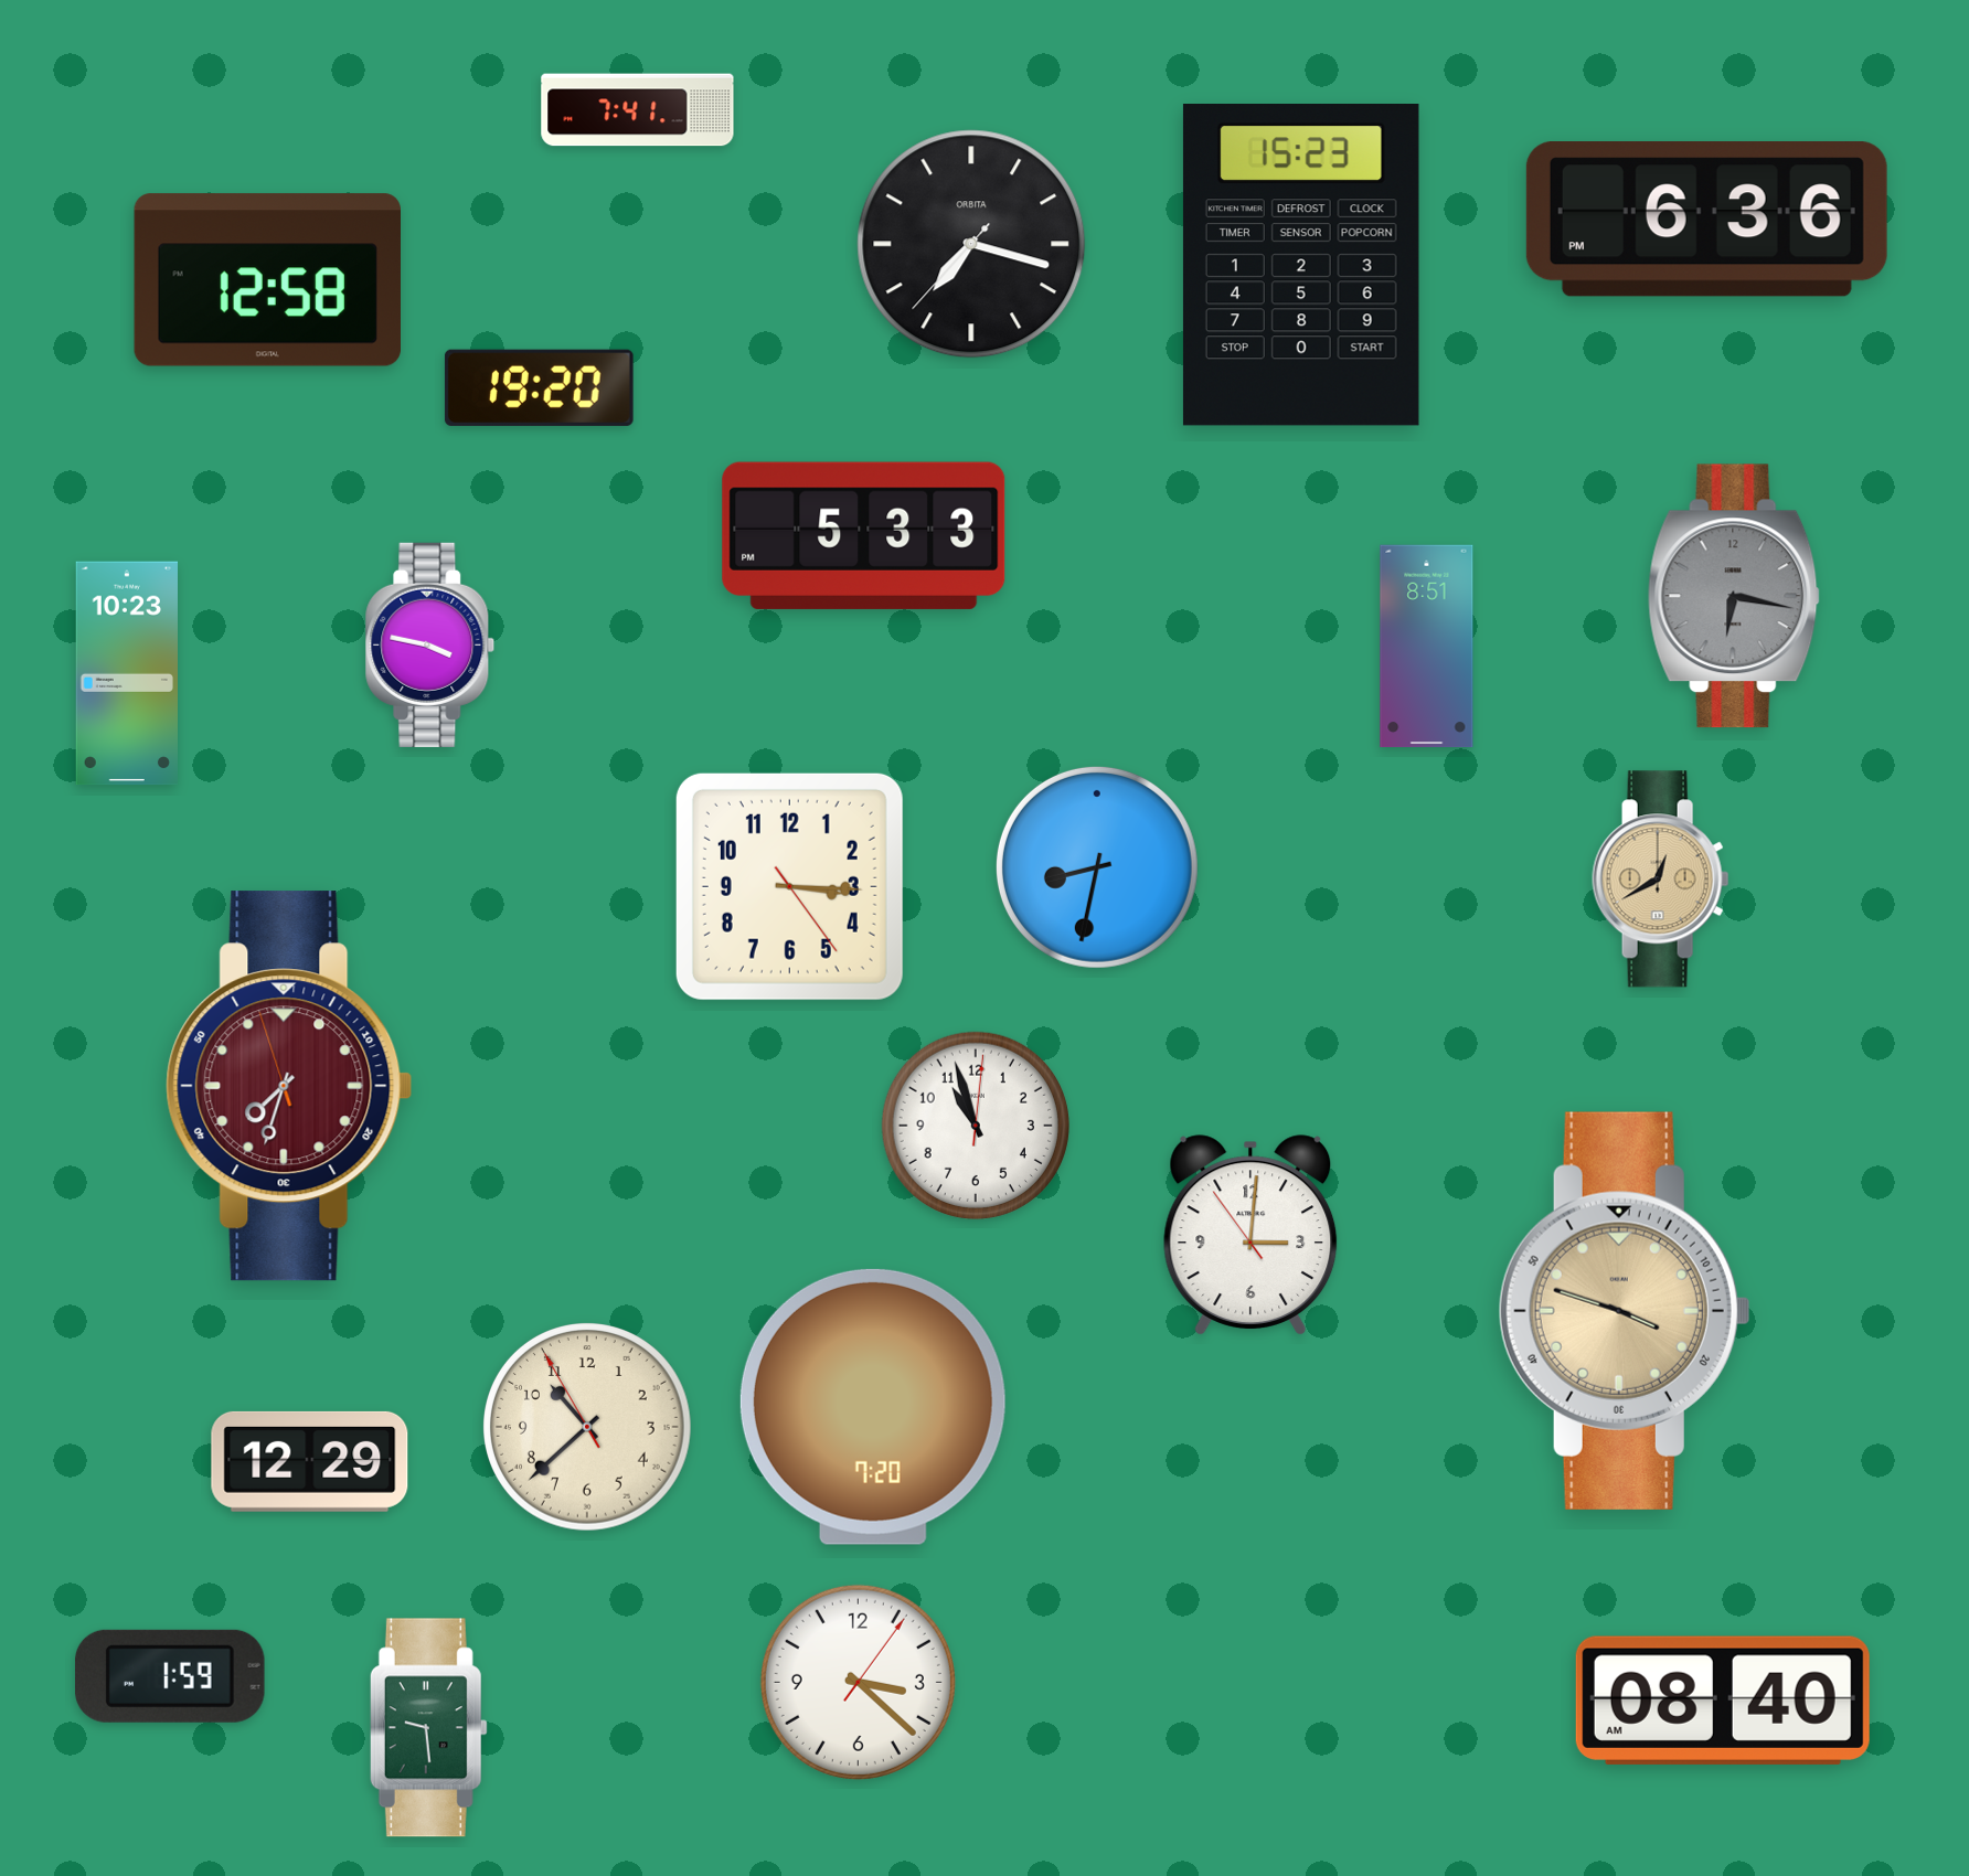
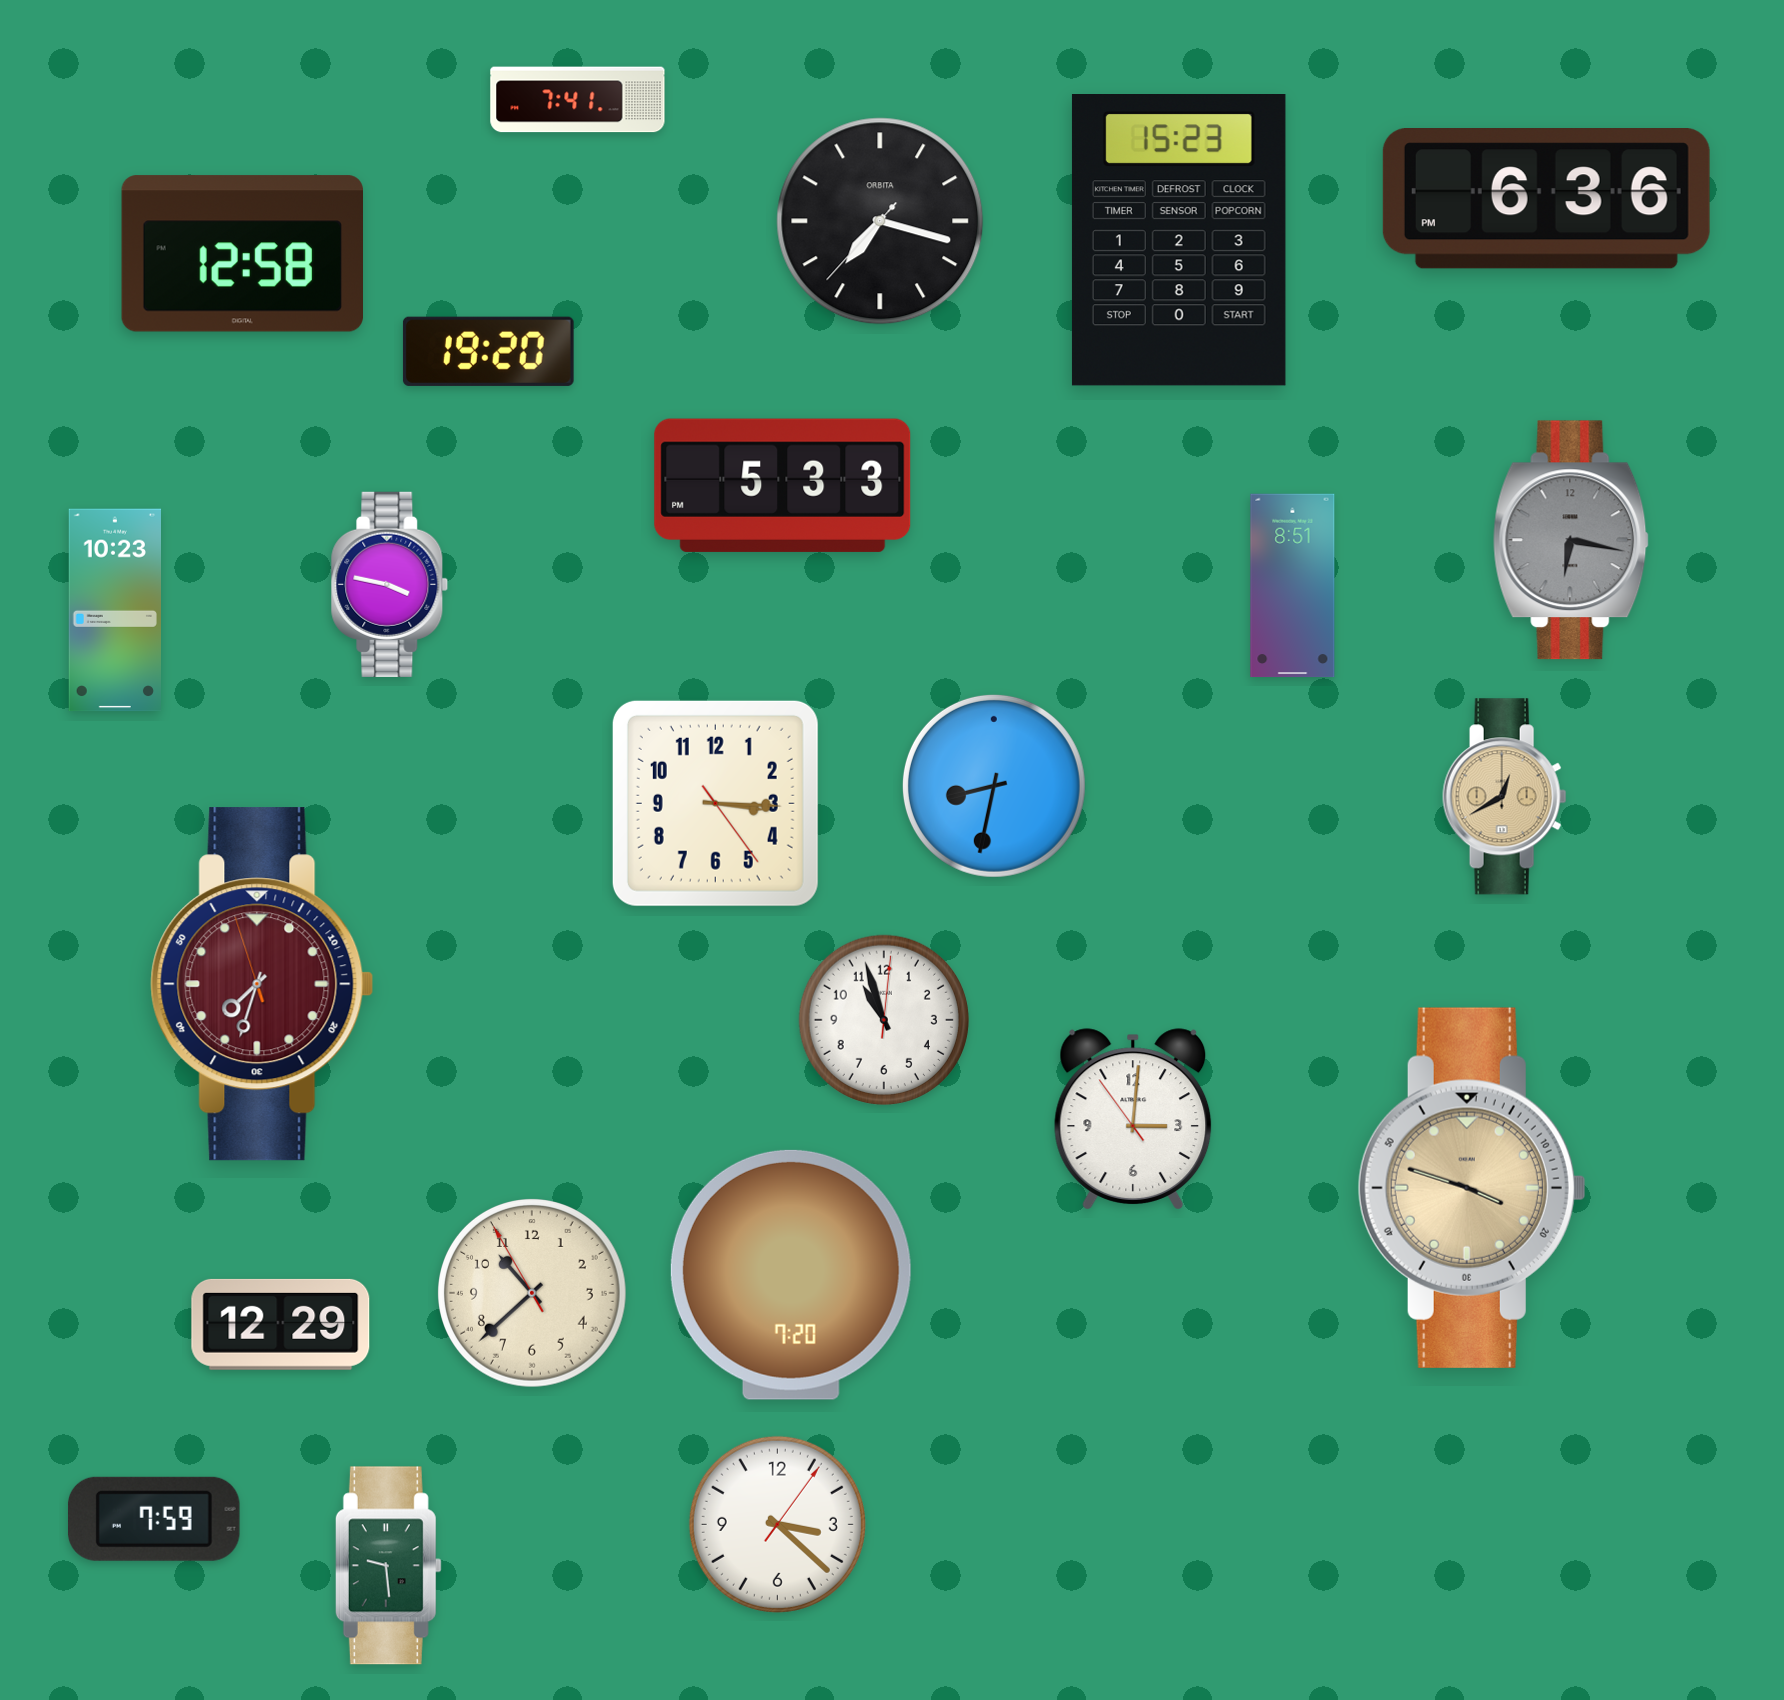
clock at (170, 1676): 1:59 -> 7:59
clock at (1723, 1701): 08:40 -> none
